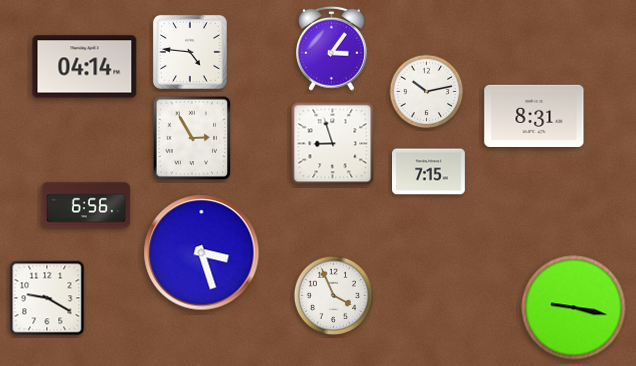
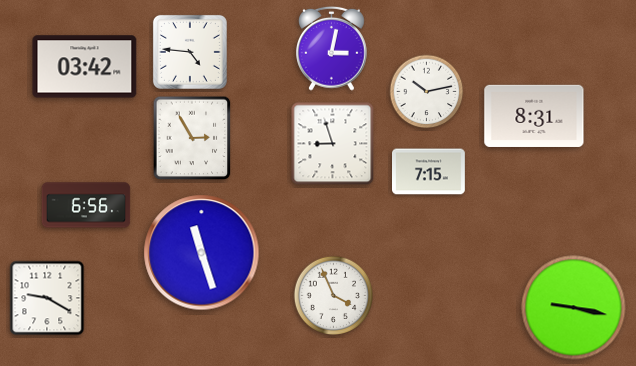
clock at (332, 48): 3:06 -> 3:02
clock at (85, 67): 04:14 -> 03:42
clock at (202, 253): 3:27 -> 11:27
